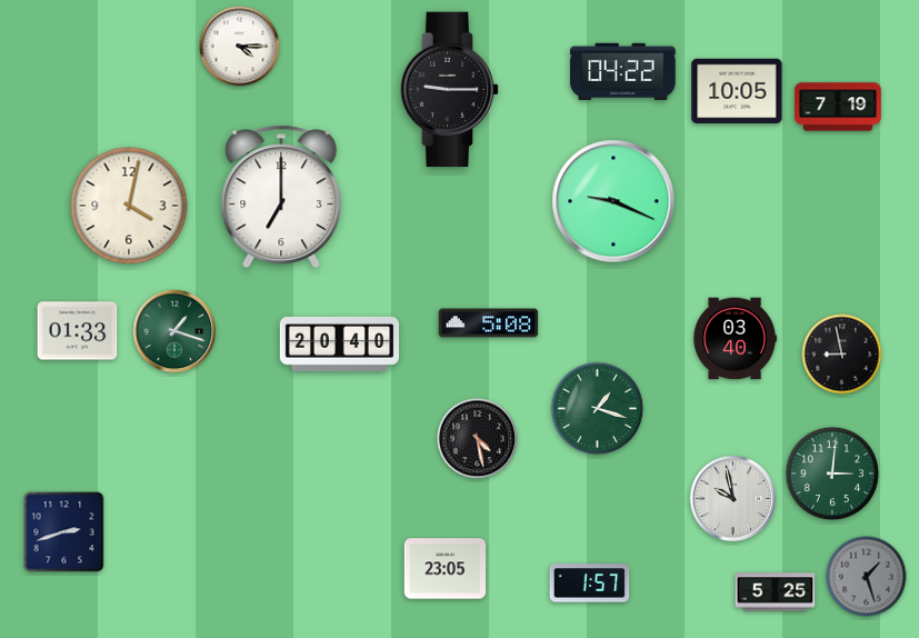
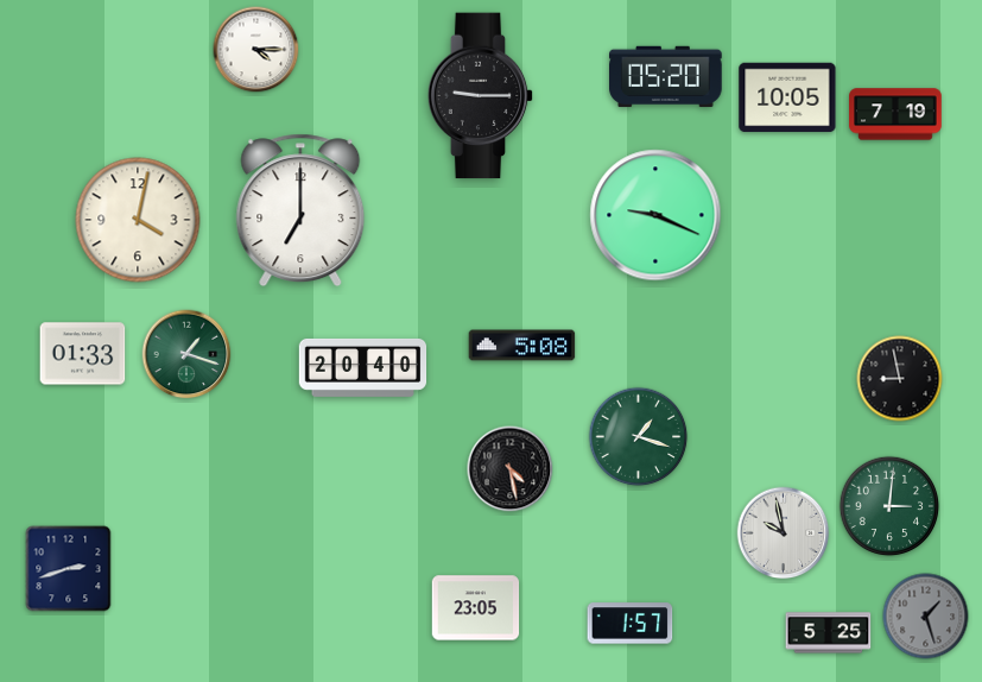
clock at (623, 71): 04:22 -> 05:20
clock at (735, 339): 03:40 -> none
